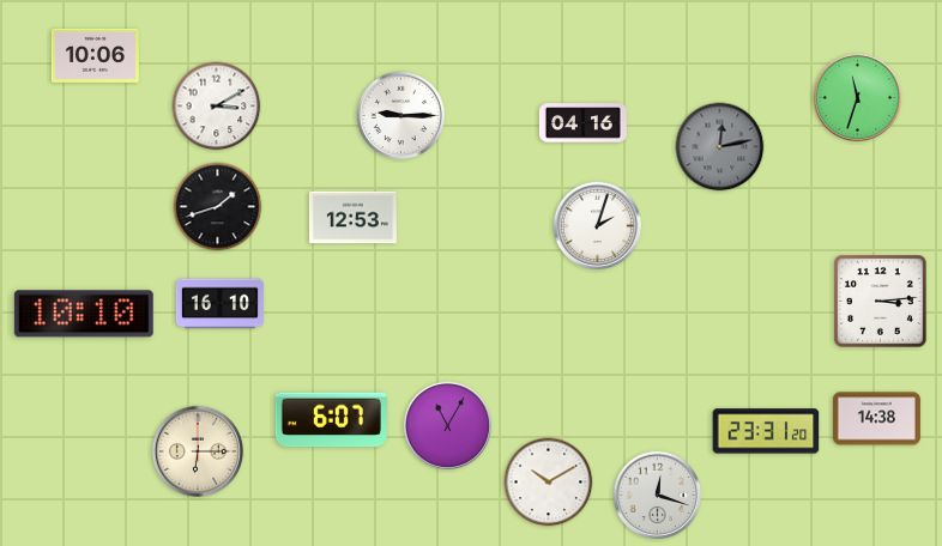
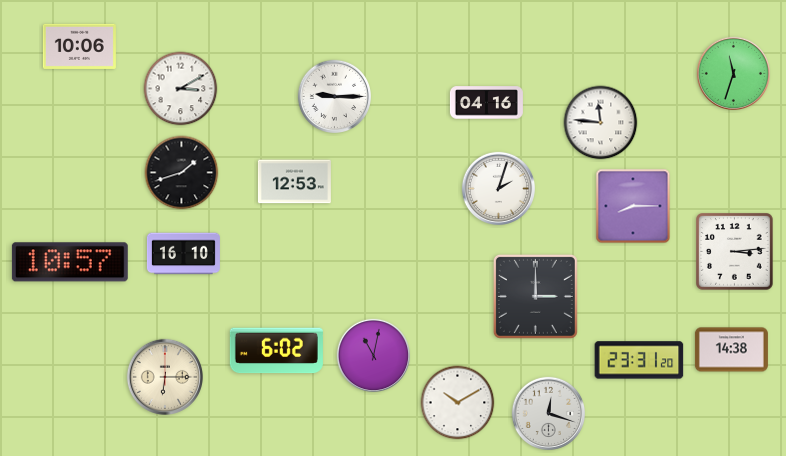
clock at (857, 97) position: (857, 97) -> (733, 73)
clock at (720, 147): 12:13 -> 11:46
clock at (720, 147) dial: grey -> white
clock at (633, 206): none -> 8:15
clock at (84, 314): 10:10 -> 10:57
clock at (535, 296): none -> 3:00
clock at (331, 420): 6:07 -> 6:02
clock at (447, 425): 11:05 -> 11:02
